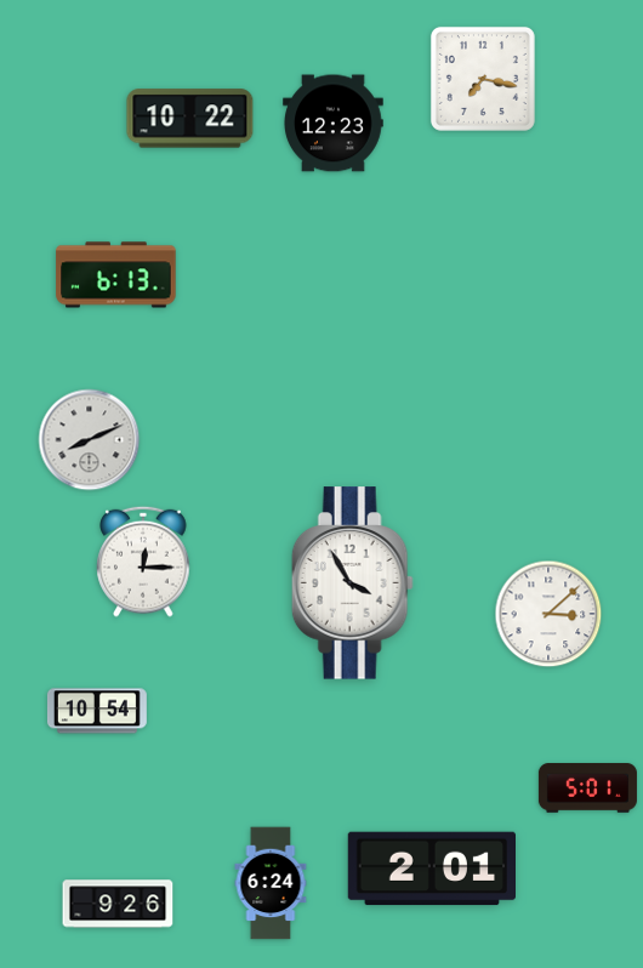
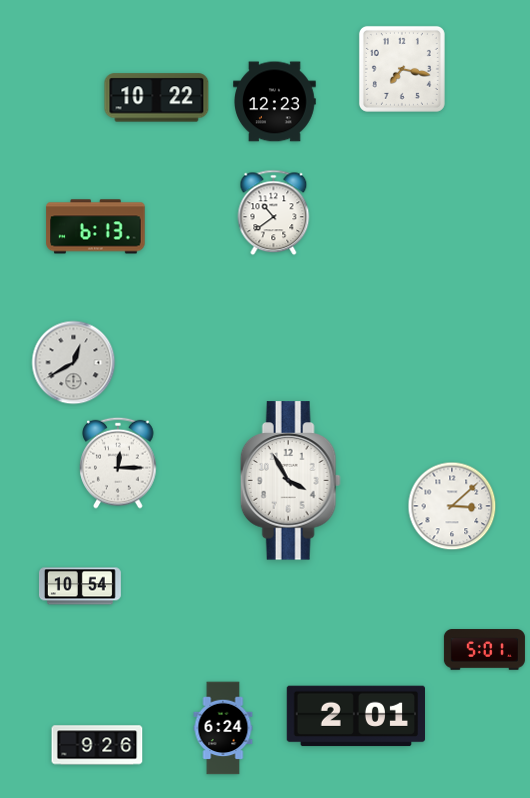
clock at (483, 79) position: (483, 79) -> (402, 69)
clock at (274, 213): none -> 10:39
clock at (90, 440): 8:11 -> 12:40
